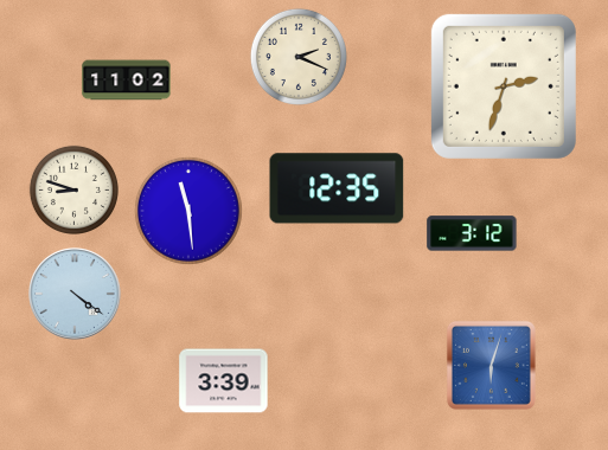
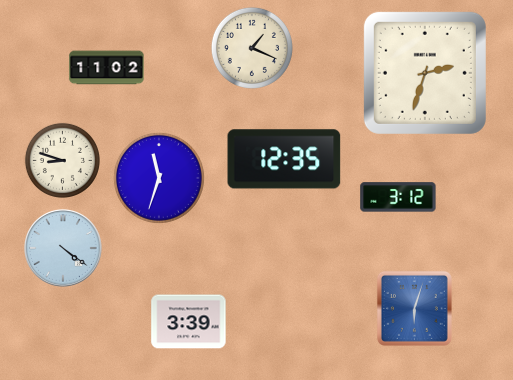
clock at (299, 57): 2:19 -> 1:19
clock at (188, 211): 11:29 -> 11:33
